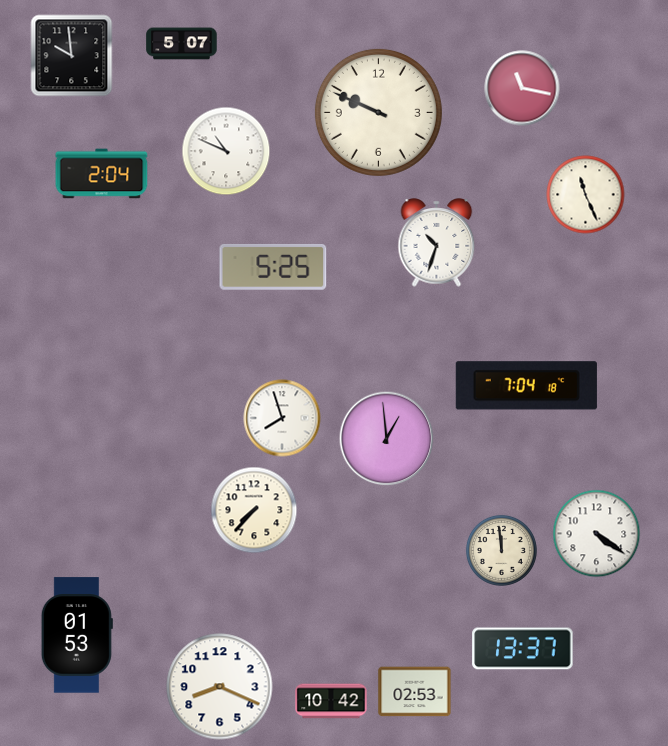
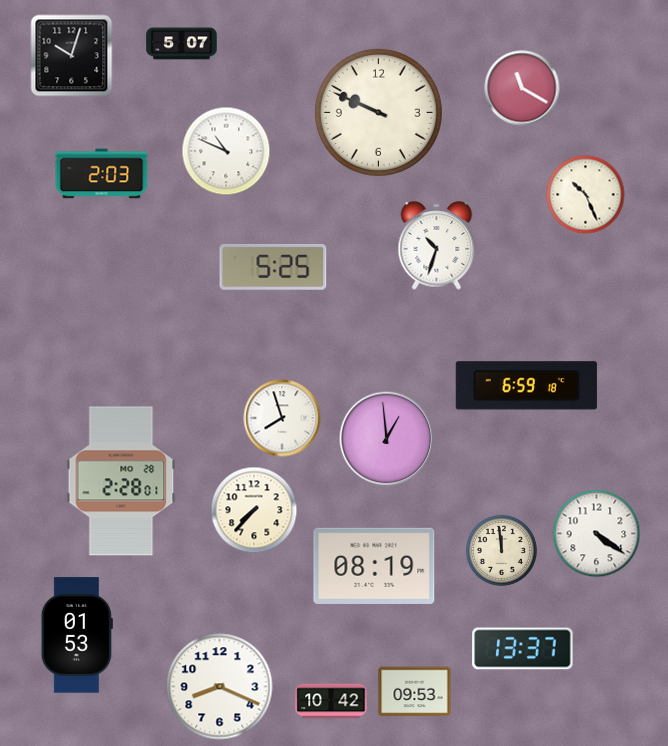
clock at (72, 56): 9:59 -> 10:03
clock at (522, 88): 11:17 -> 11:20
clock at (102, 174): 2:04 -> 2:03
clock at (586, 195): 11:26 -> 10:26
clock at (437, 243) position: (437, 243) -> (437, 246)
clock at (526, 386): 7:04 -> 6:59
clock at (121, 481): none -> 2:28
clock at (374, 566): none -> 08:19
clock at (415, 692): 02:53 -> 09:53
